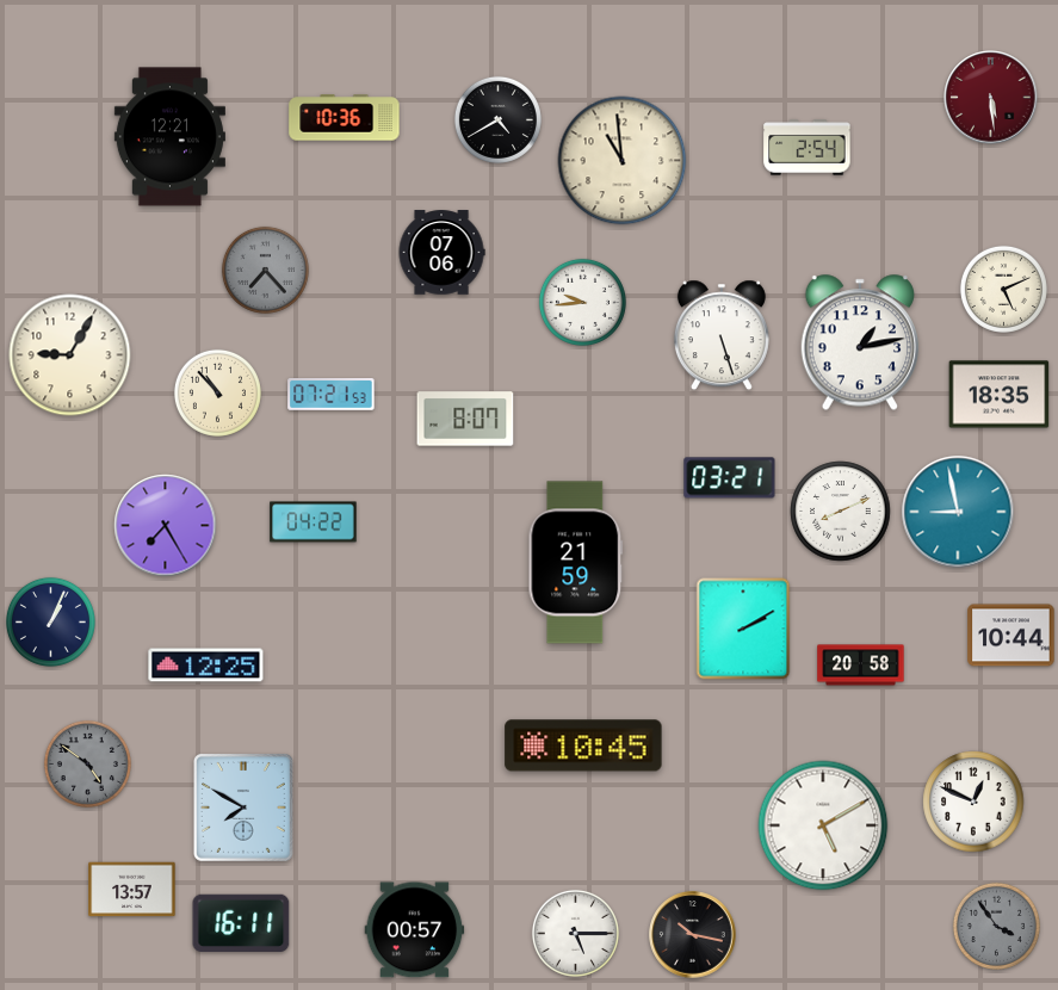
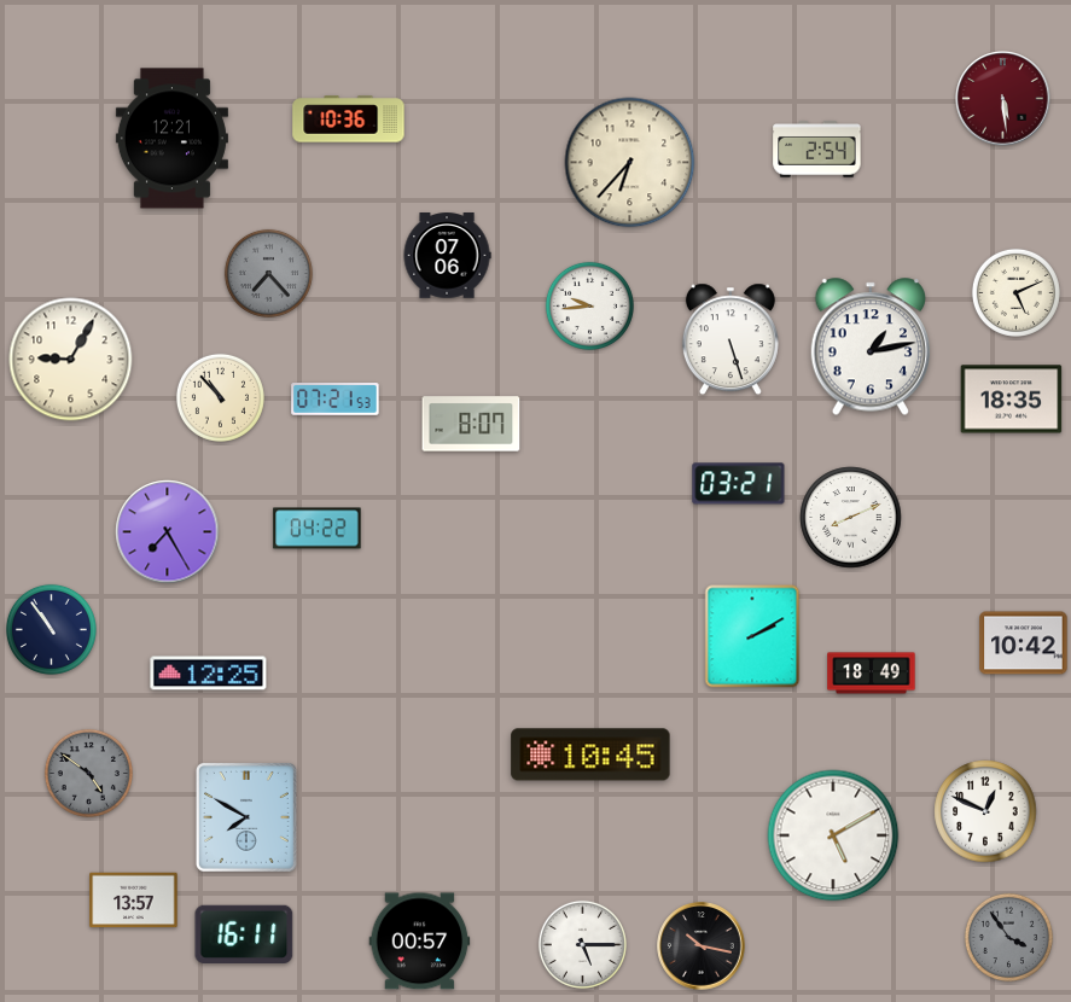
clock at (497, 119): 4:40 -> none
clock at (623, 161): 10:59 -> 6:37
clock at (958, 512): 8:58 -> none
clock at (576, 563): 21:59 -> none
clock at (50, 621): 1:04 -> 10:54
clock at (1011, 636): 10:44 -> 10:42
clock at (861, 666): 20:58 -> 18:49
